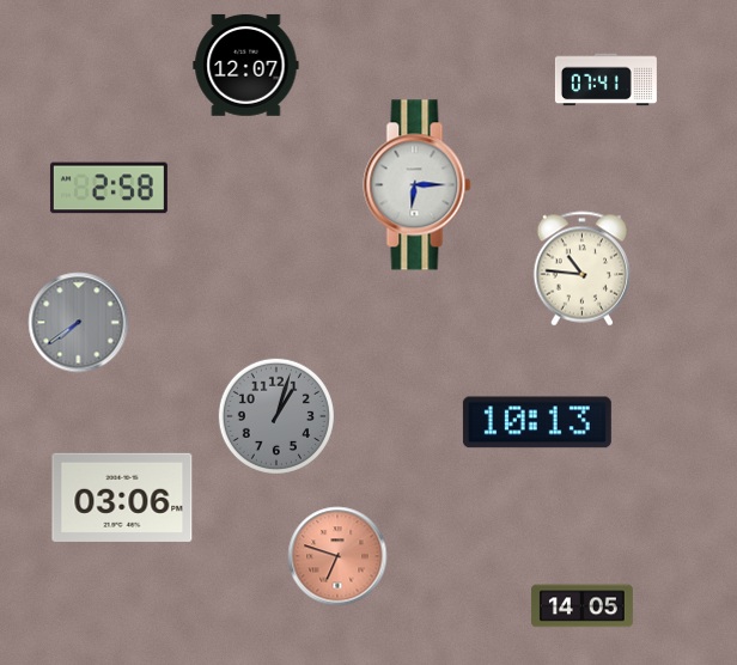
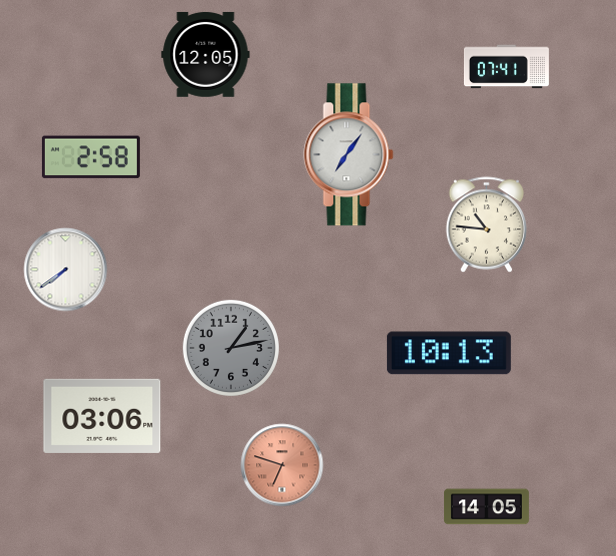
clock at (246, 65): 12:07 -> 12:05
clock at (418, 185): 6:15 -> 7:06
clock at (79, 323) dial: grey -> white
clock at (276, 416): 1:03 -> 1:13
